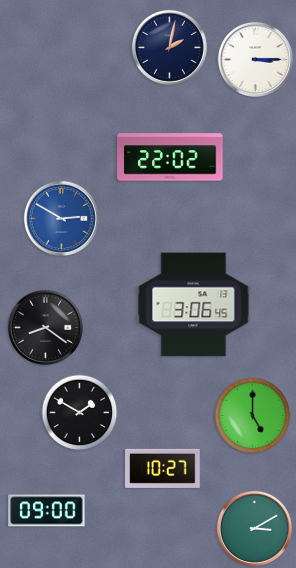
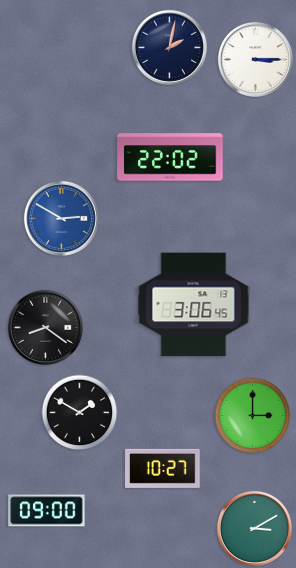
clock at (253, 416): 5:00 -> 3:00
